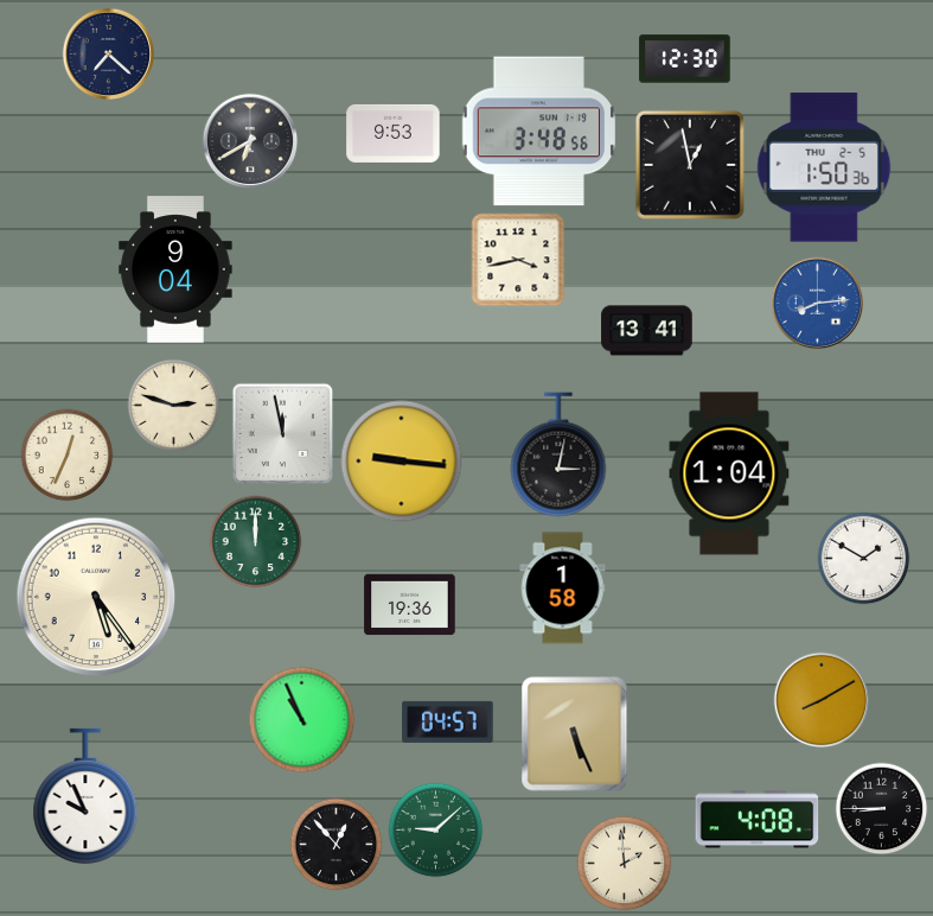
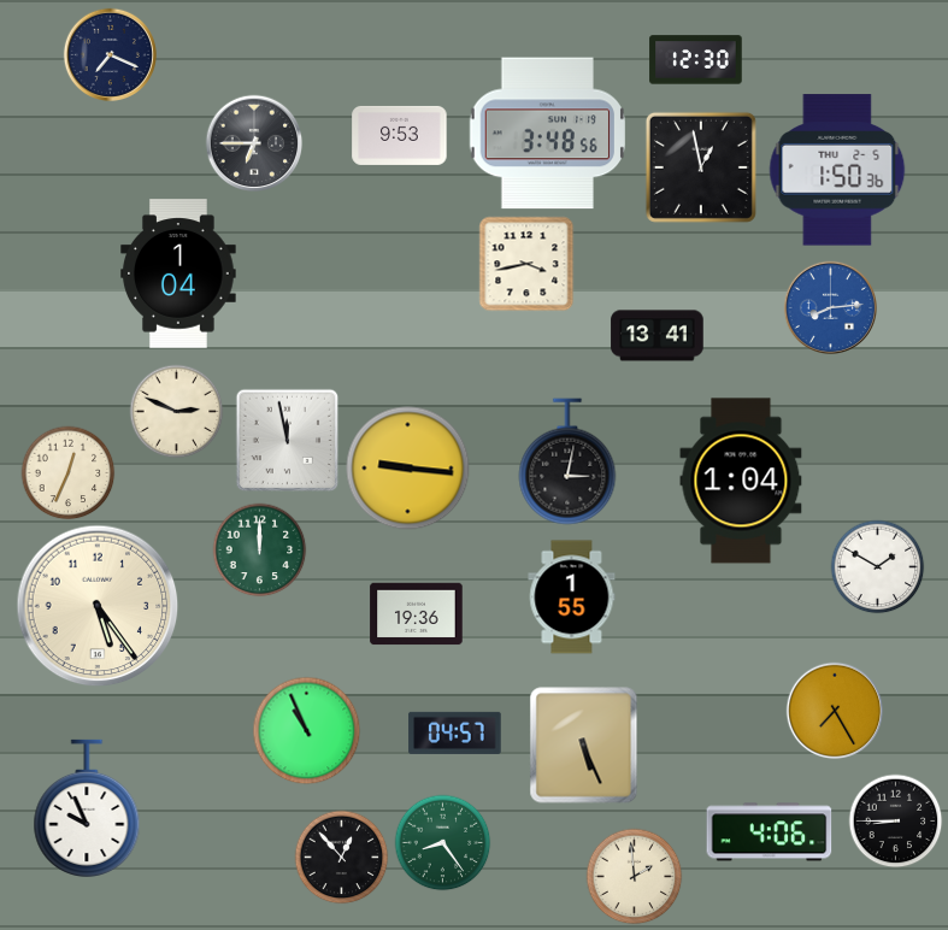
clock at (108, 53): 7:22 -> 7:19
clock at (250, 141): 6:40 -> 6:45
clock at (175, 269): 9:04 -> 1:04
clock at (173, 405): 2:48 -> 2:49
clock at (66, 454) position: (66, 454) -> (67, 472)
clock at (563, 589): 1:58 -> 1:55
clock at (822, 700): 8:10 -> 7:25
clock at (758, 820): 4:08 -> 4:06
clock at (435, 829): 9:08 -> 8:24
